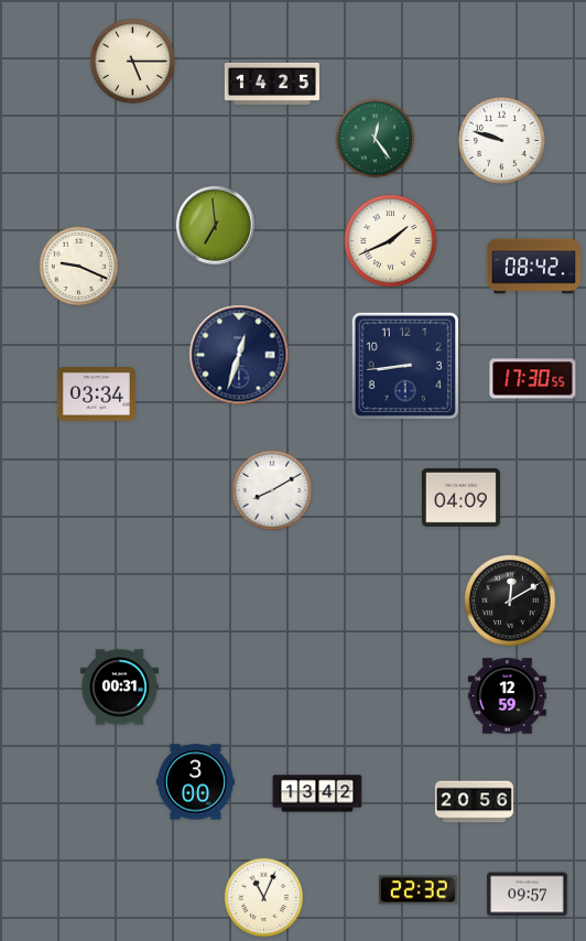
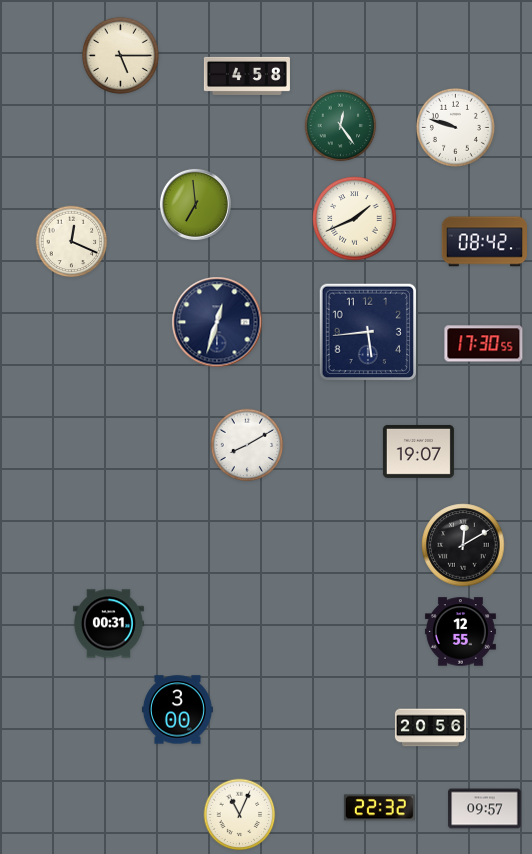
clock at (272, 84): 14:25 -> 4:58
clock at (79, 267): 9:19 -> 12:19
clock at (404, 365): 8:44 -> 5:44
clock at (96, 394): 03:34 -> none
clock at (460, 497): 04:09 -> 19:07
clock at (507, 696): 12:59 -> 12:55
clock at (317, 793): 13:42 -> none
clock at (528, 895) position: (528, 895) -> (485, 809)
